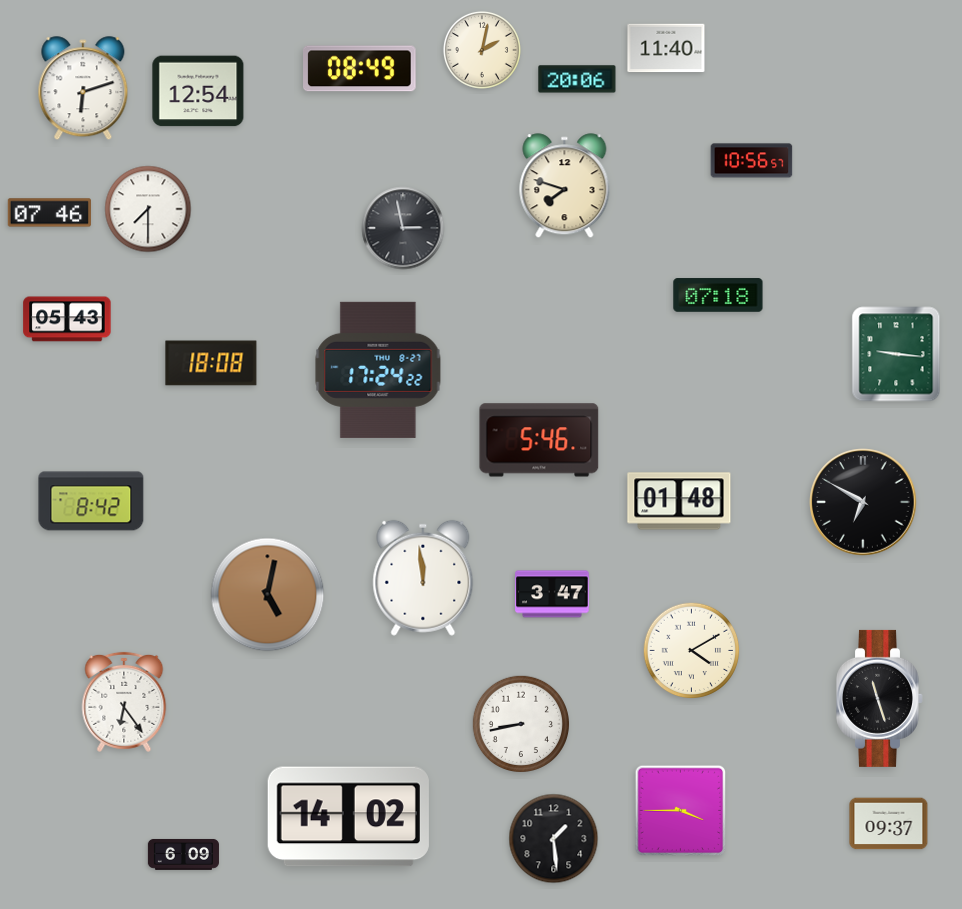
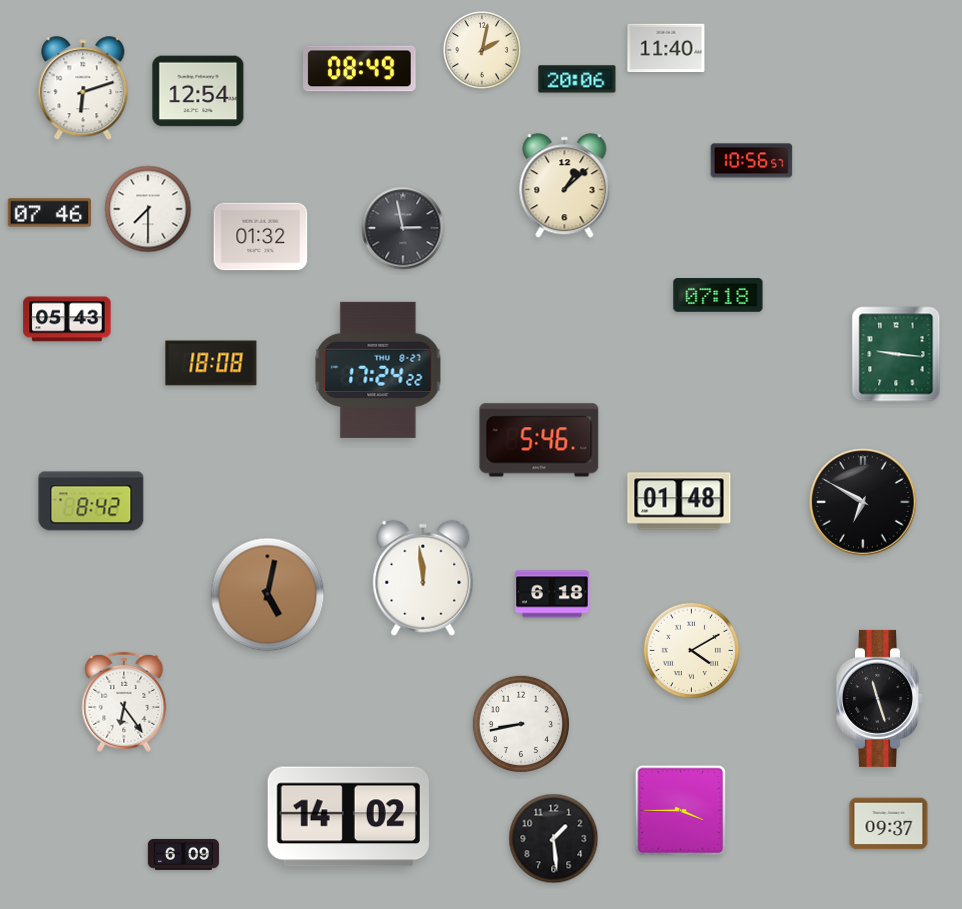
clock at (565, 186): 7:48 -> 1:08
clock at (261, 237): none -> 01:32
clock at (552, 594): 3:47 -> 6:18
